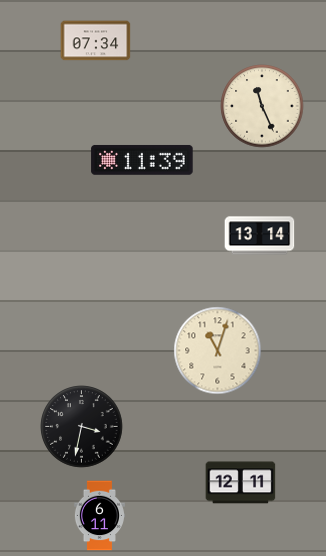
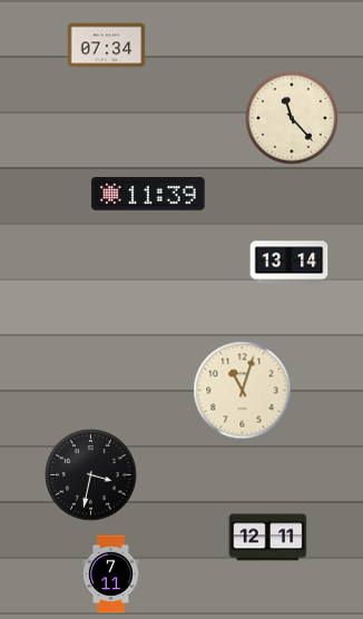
clock at (262, 106): 11:26 -> 11:23
clock at (142, 160) position: (142, 160) -> (148, 194)
clock at (99, 516): 6:11 -> 7:11
